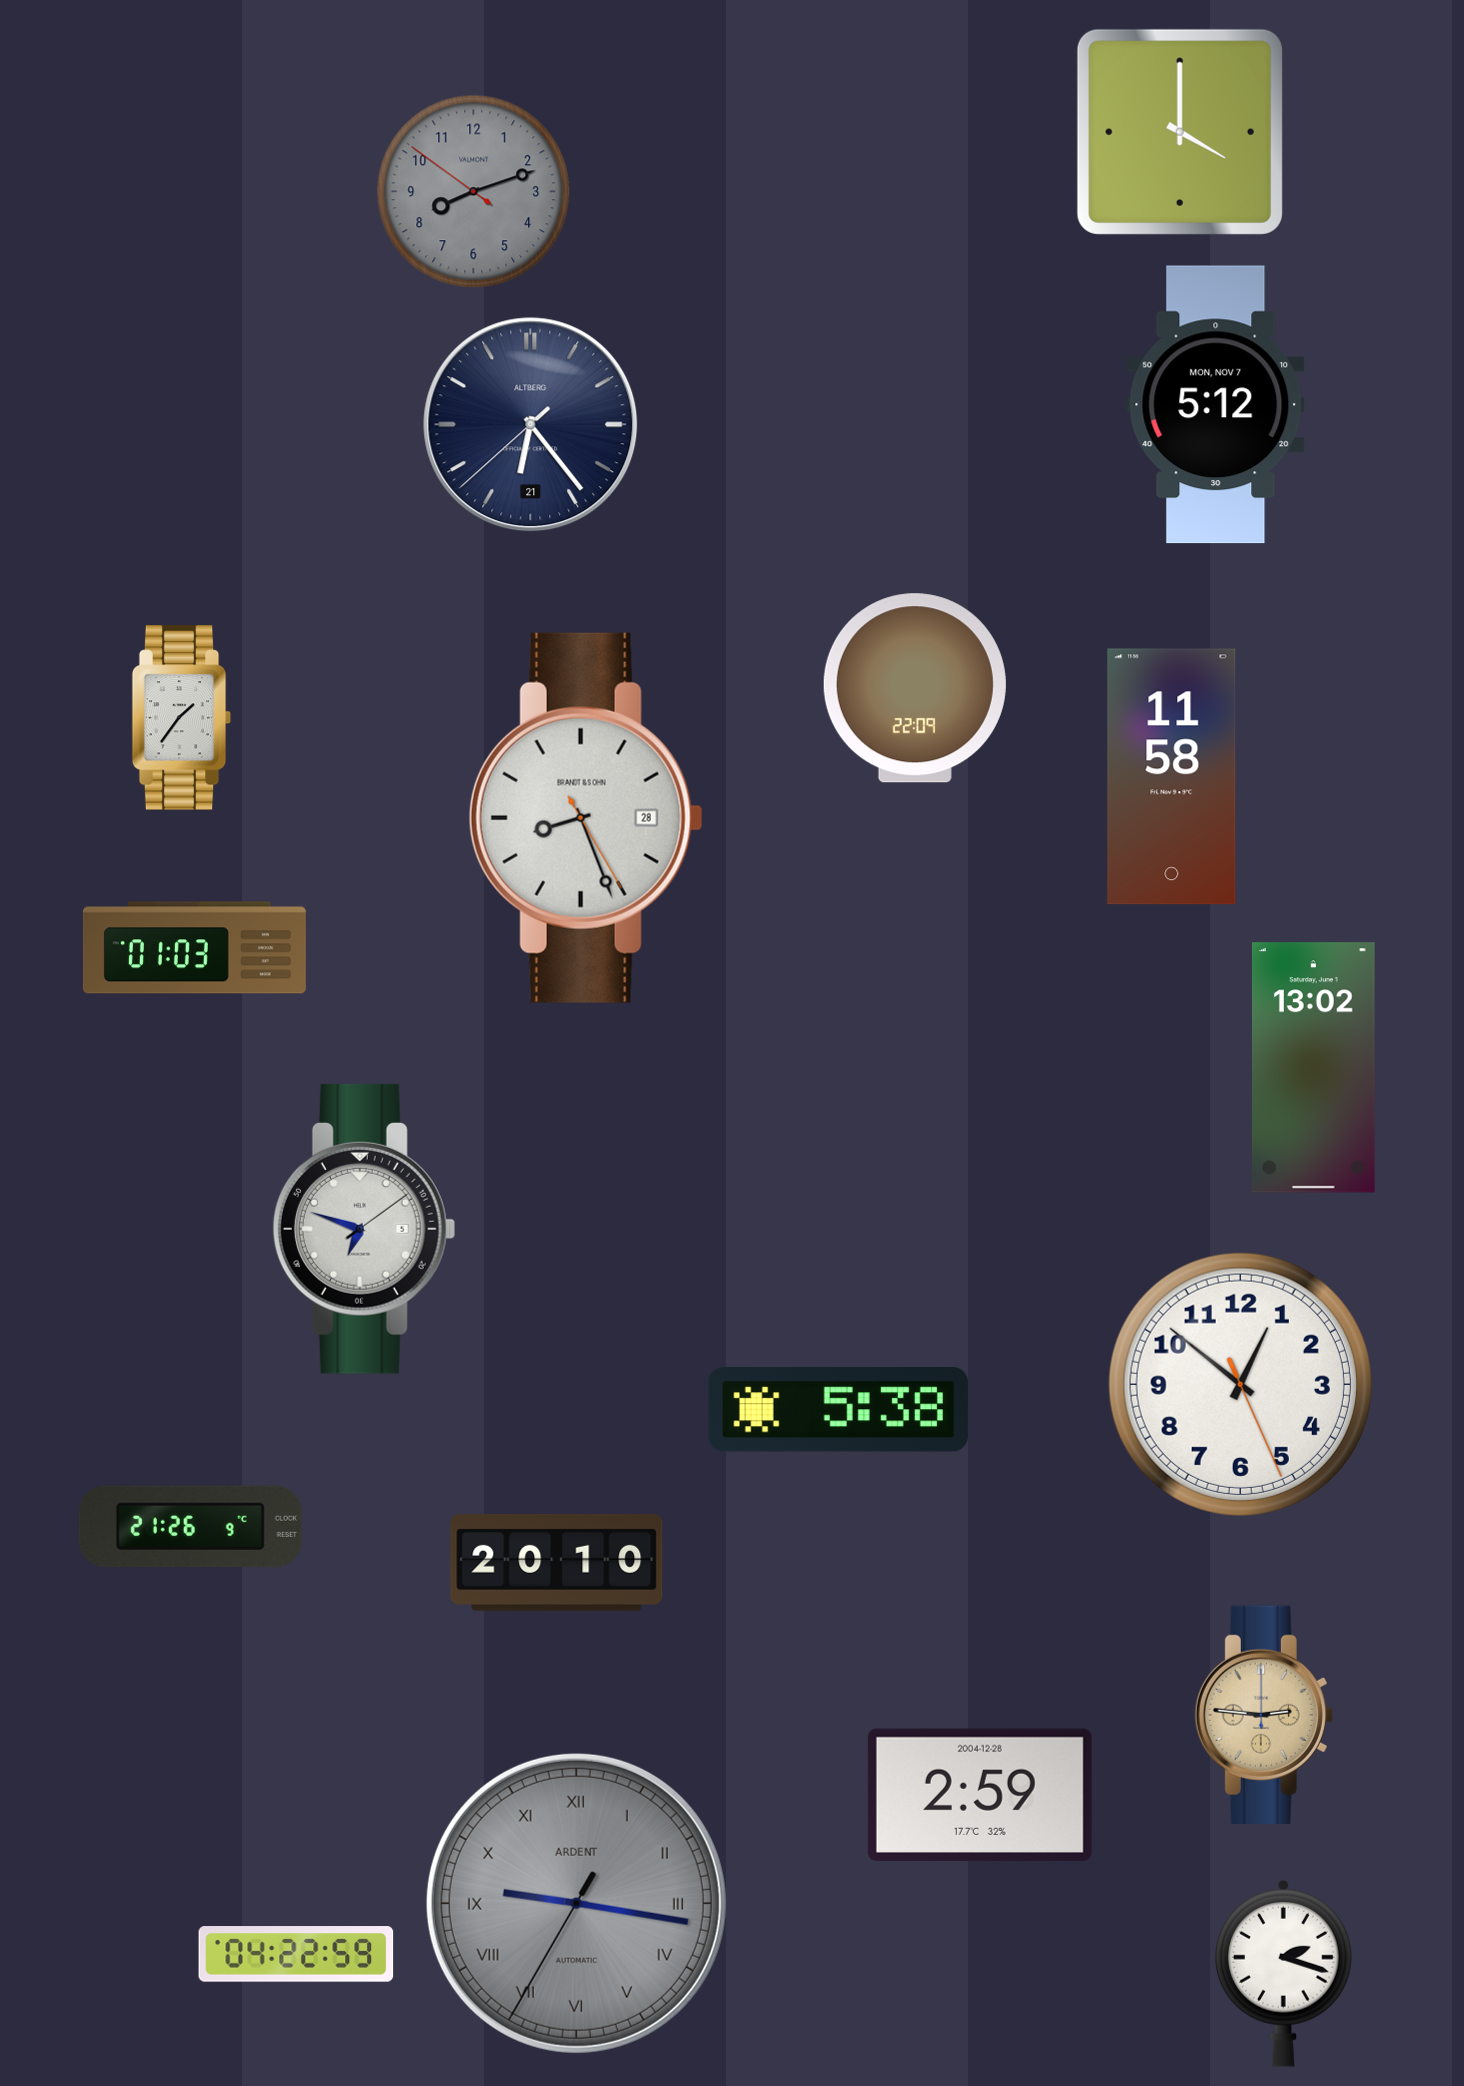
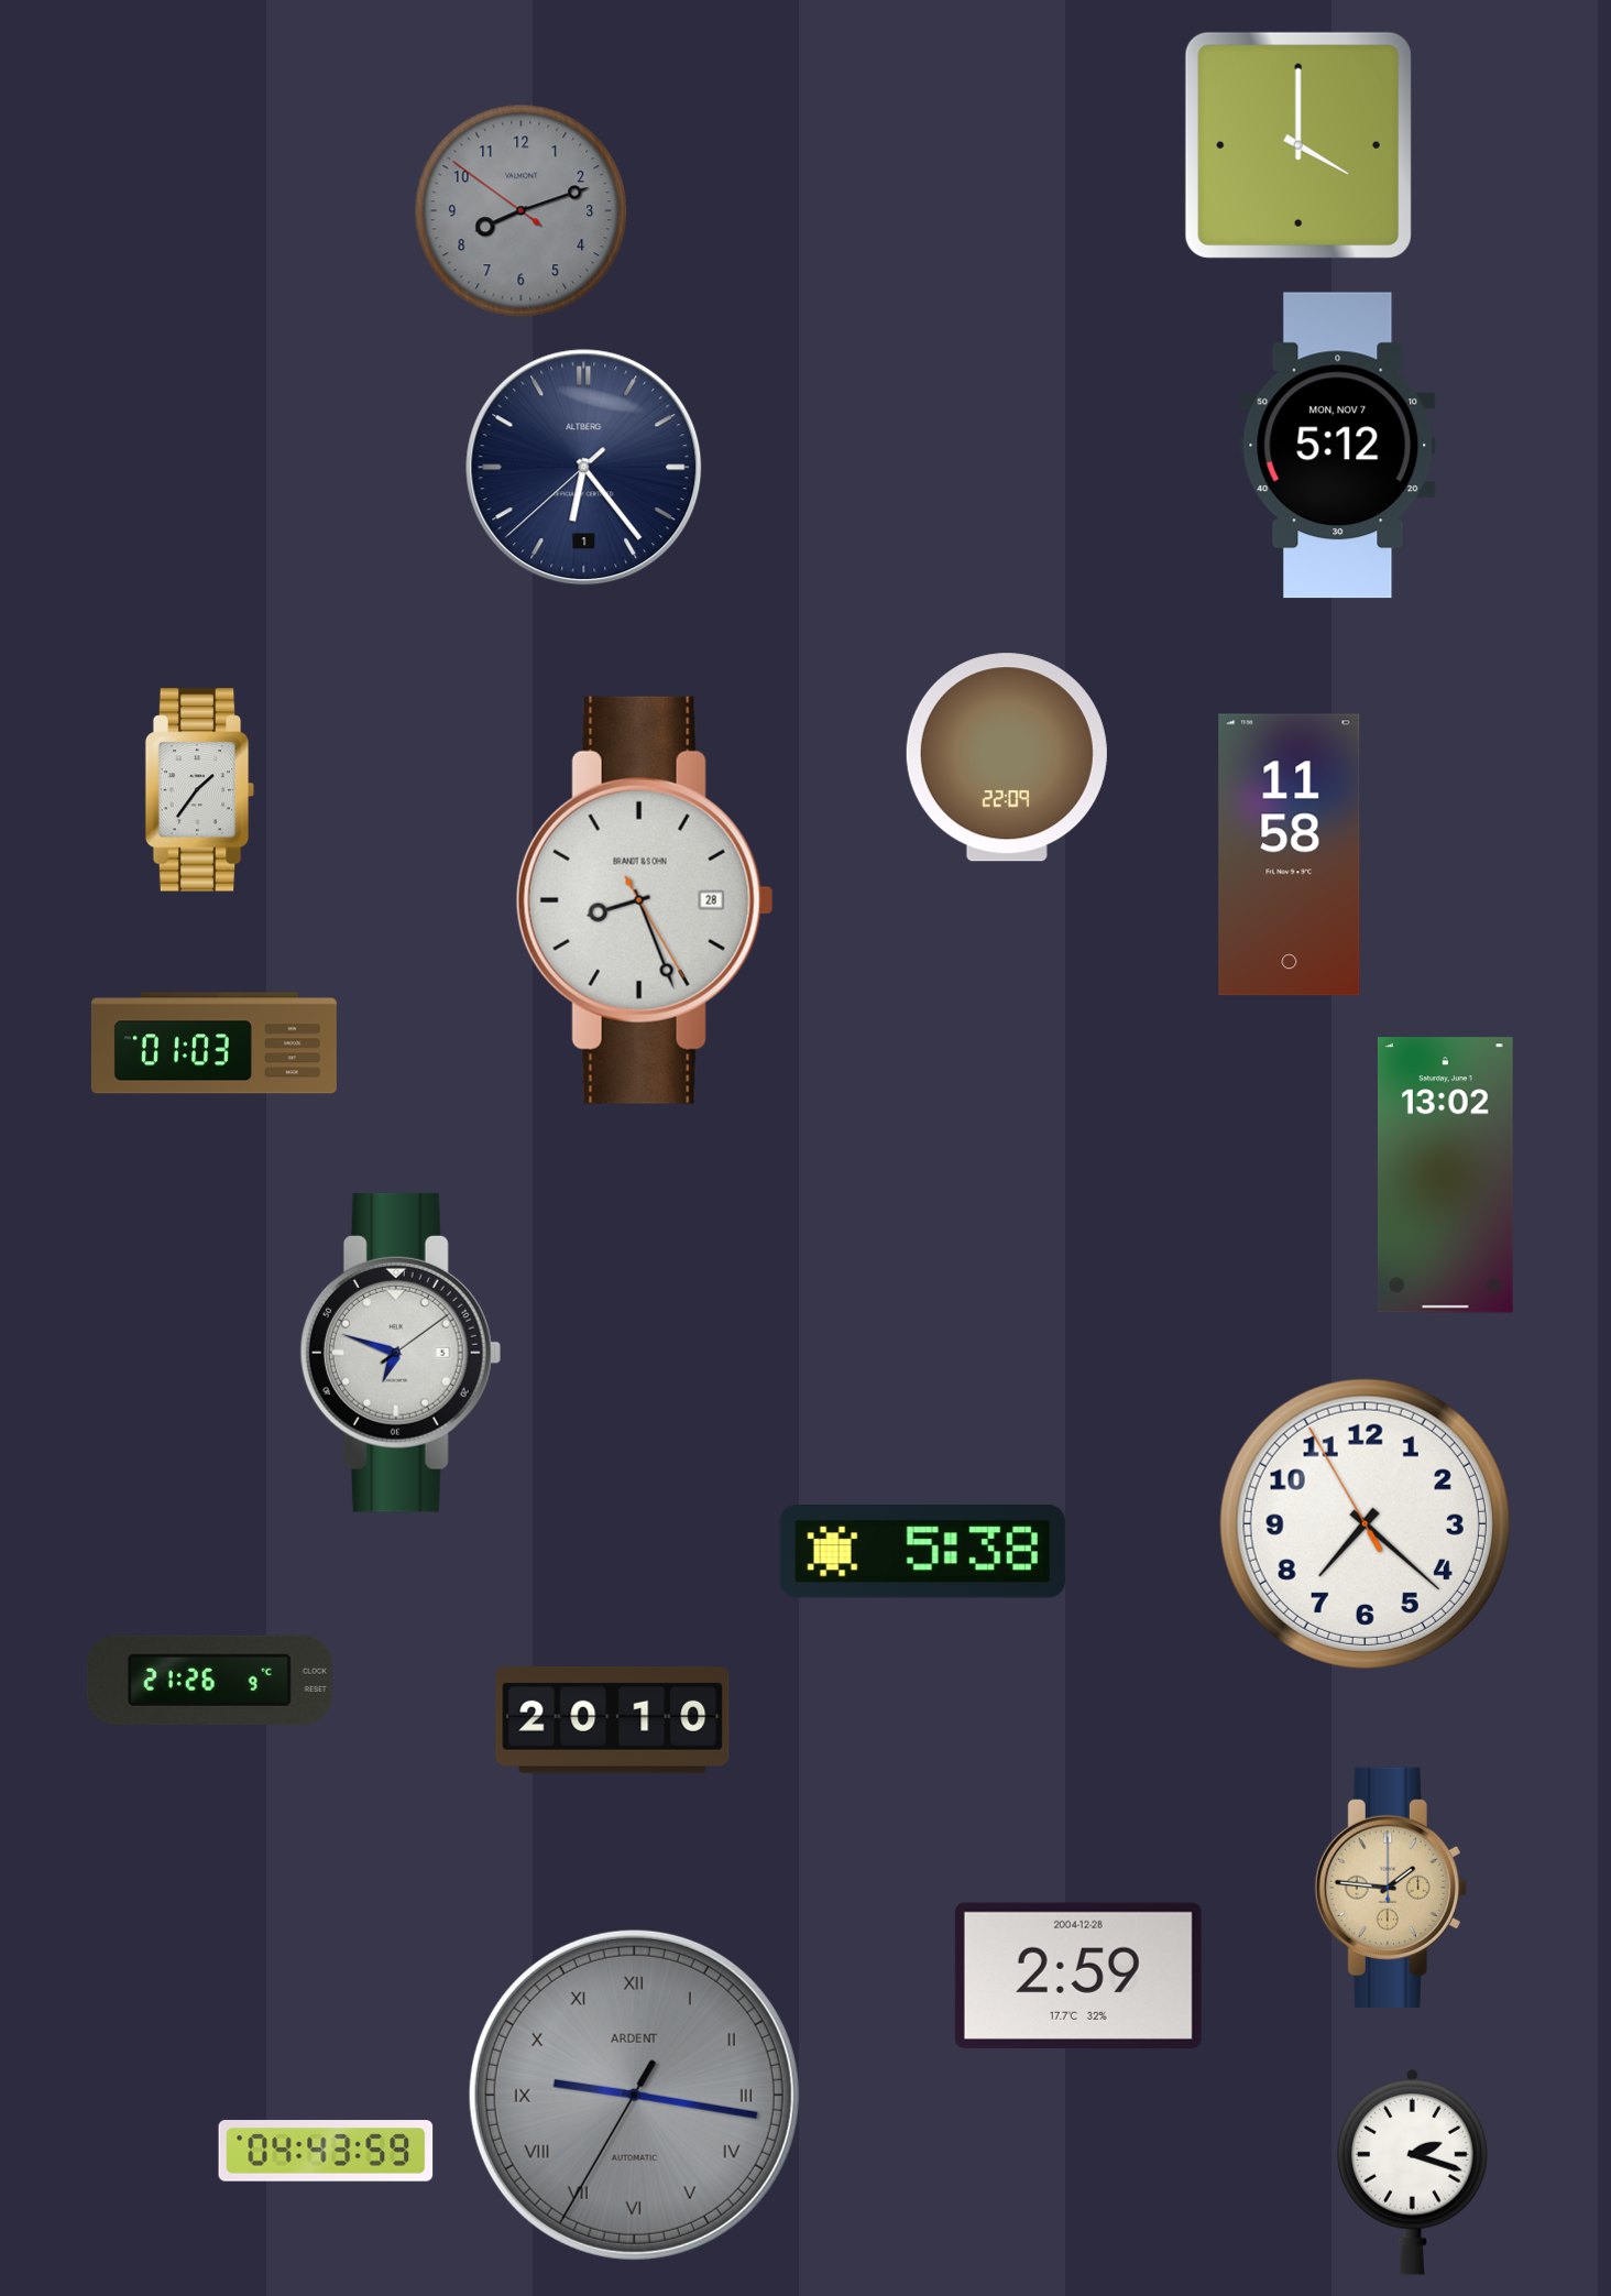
clock at (531, 425) date: 21 -> 1
clock at (1240, 1384): 12:51 -> 7:21
clock at (1264, 1715): 2:46 -> 1:46
clock at (296, 1954): 04:22 -> 04:43
